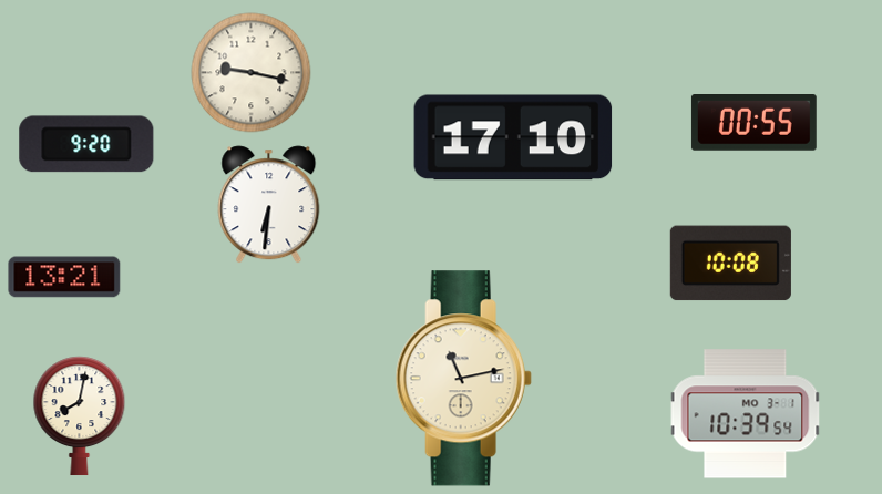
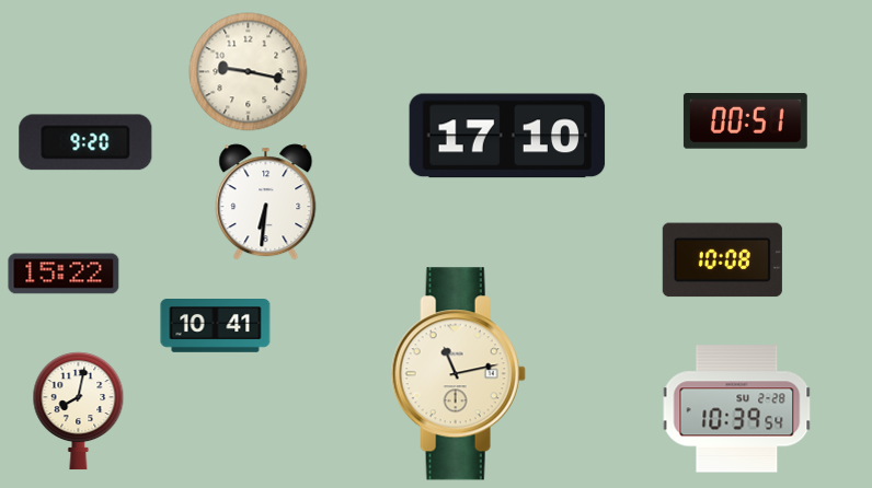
clock at (753, 123): 00:55 -> 00:51
clock at (64, 277): 13:21 -> 15:22
clock at (216, 326): none -> 10:41
clock at (746, 414) date: MO 3-1 -> SU 2-28
